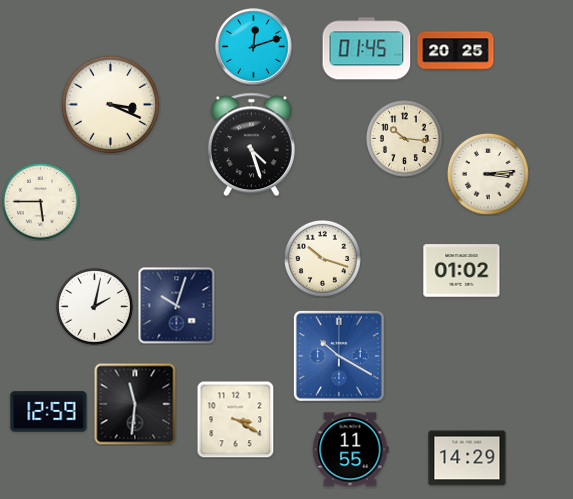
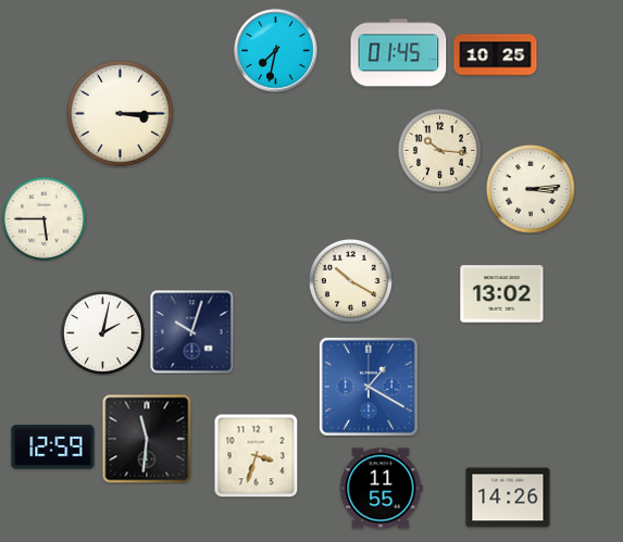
clock at (254, 47): 12:12 -> 7:32
clock at (456, 51): 20:25 -> 10:25
clock at (110, 104): 3:19 -> 3:15
clock at (251, 145): 4:27 -> none
clock at (322, 258): 10:18 -> 10:20
clock at (462, 271): 01:02 -> 13:02
clock at (339, 356): 10:20 -> 1:20
clock at (235, 419): 3:20 -> 3:33
clock at (467, 458): 14:29 -> 14:26
